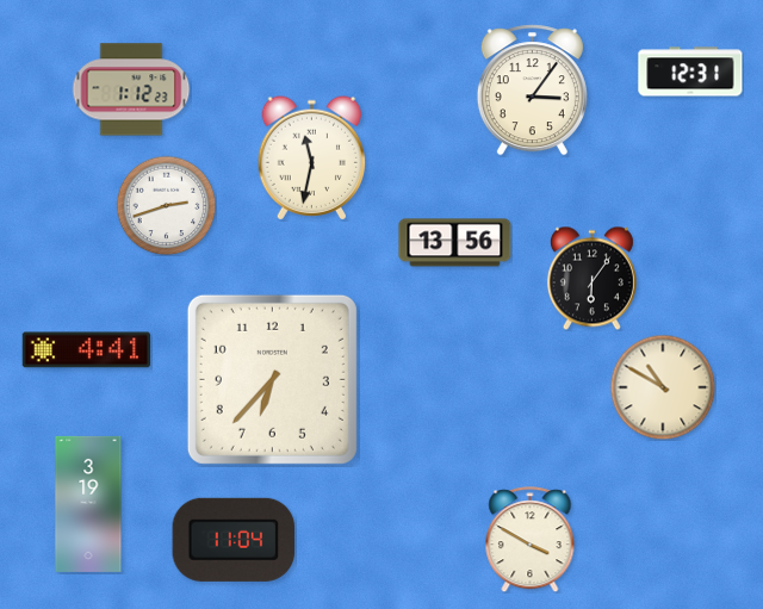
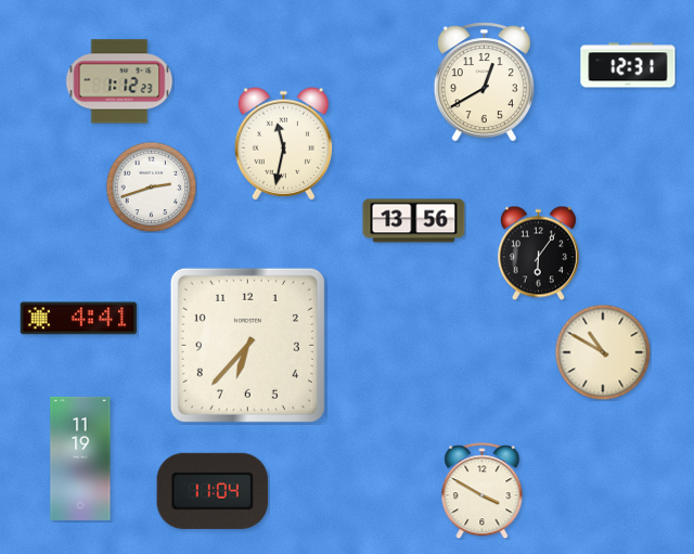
clock at (532, 91): 3:06 -> 12:40
clock at (88, 504): 3:19 -> 11:19
